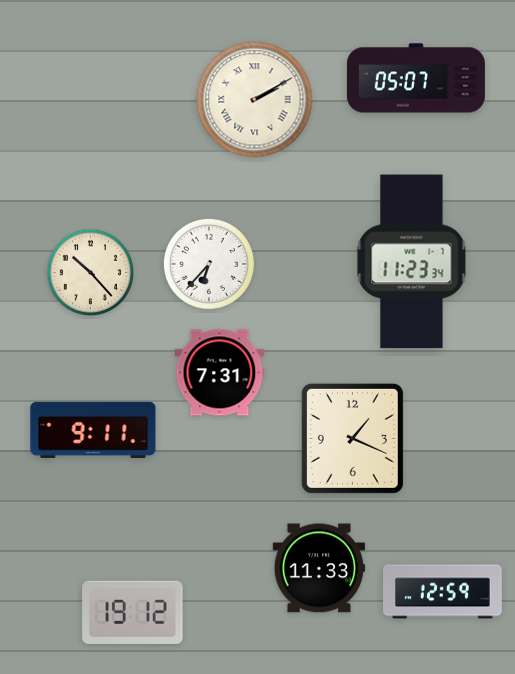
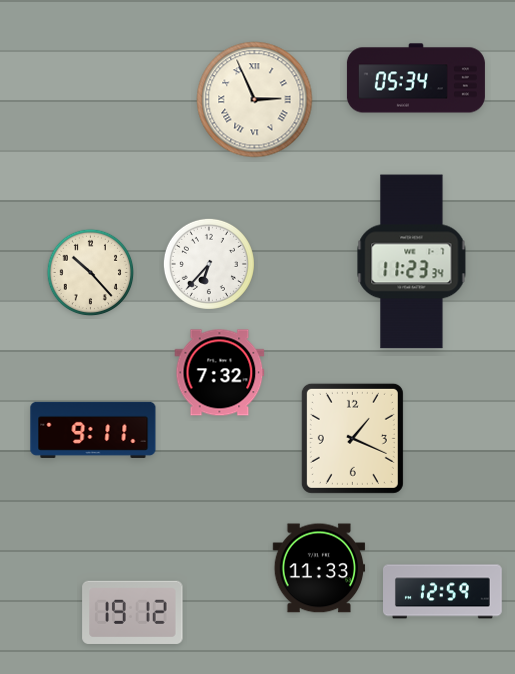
clock at (416, 78): 05:07 -> 05:34
clock at (255, 100): 2:10 -> 2:56
clock at (220, 373): 7:31 -> 7:32
